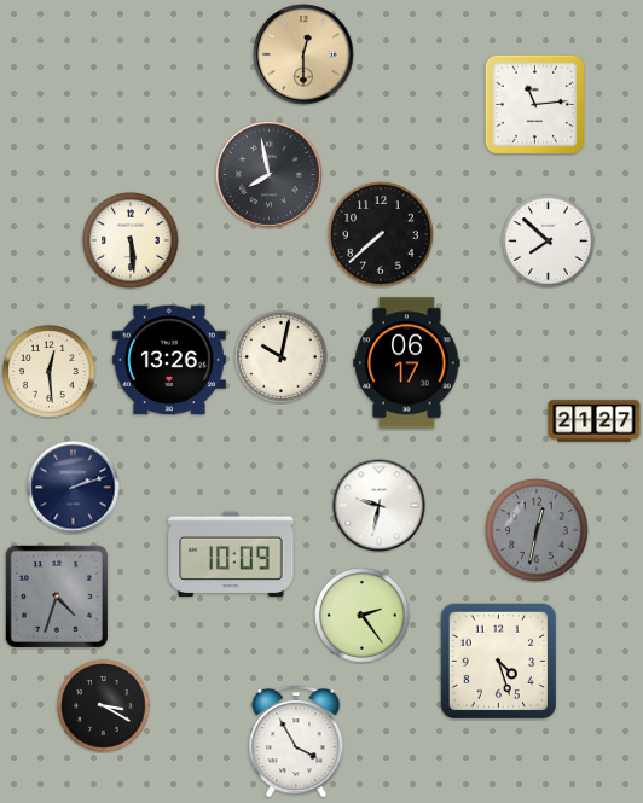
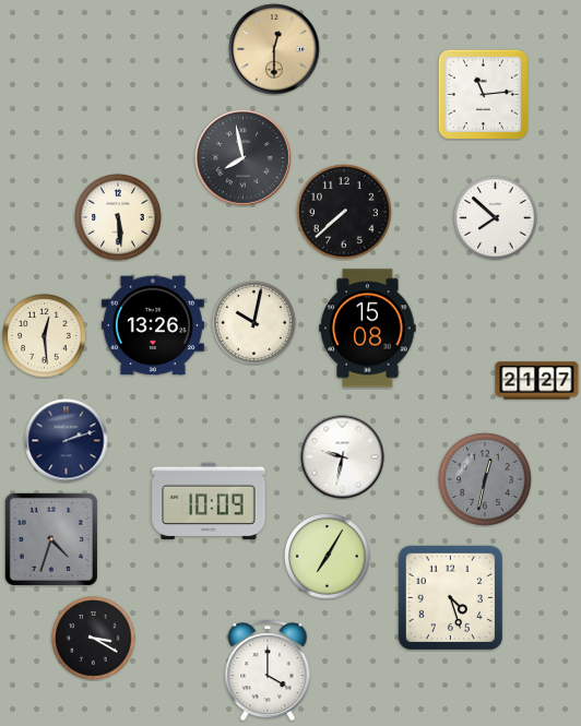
clock at (407, 363): 06:17 -> 15:08
clock at (363, 616): 2:24 -> 7:05
clock at (296, 741): 3:55 -> 4:00
